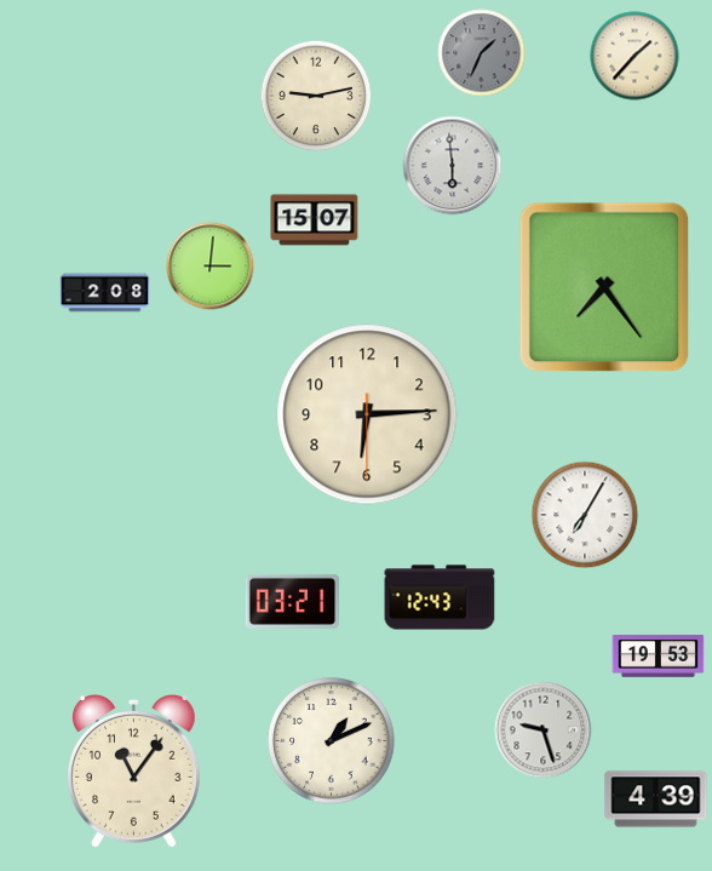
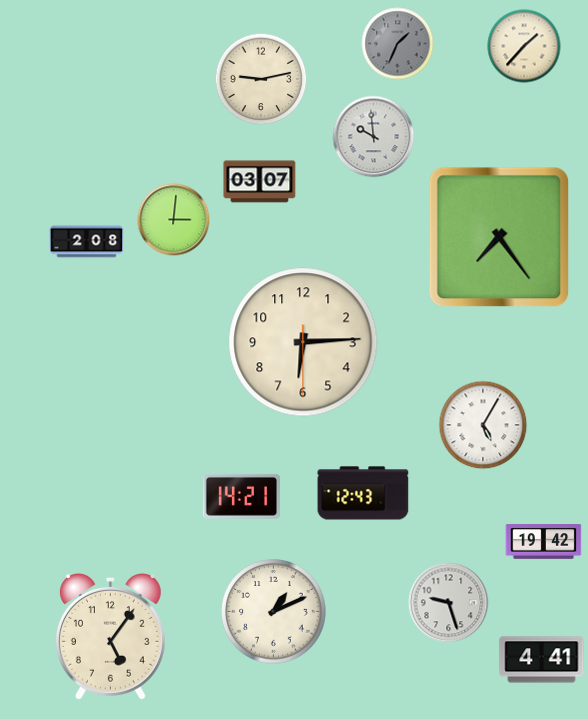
clock at (453, 166): 5:59 -> 9:59
clock at (315, 220): 15:07 -> 03:07
clock at (585, 515): 7:05 -> 5:05
clock at (293, 601): 03:21 -> 14:21
clock at (659, 657): 19:53 -> 19:42
clock at (133, 772): 11:06 -> 5:06
clock at (656, 800): 4:39 -> 4:41
